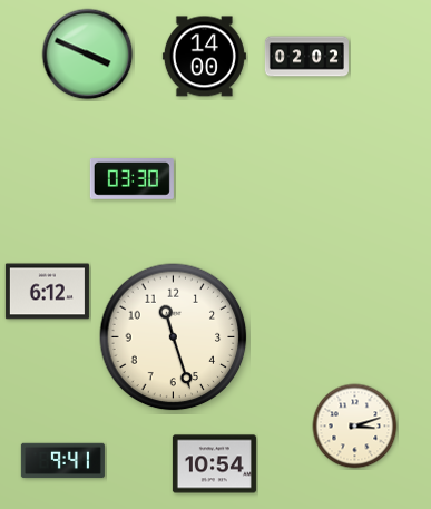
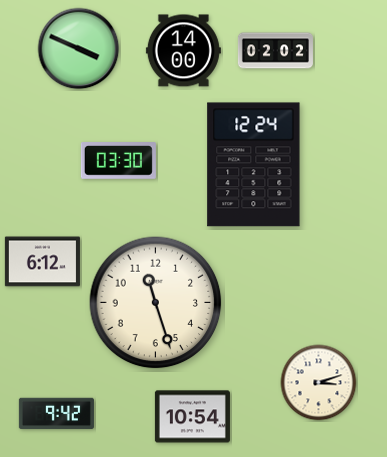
clock at (254, 165): none -> 12:24
clock at (62, 461): 9:41 -> 9:42
